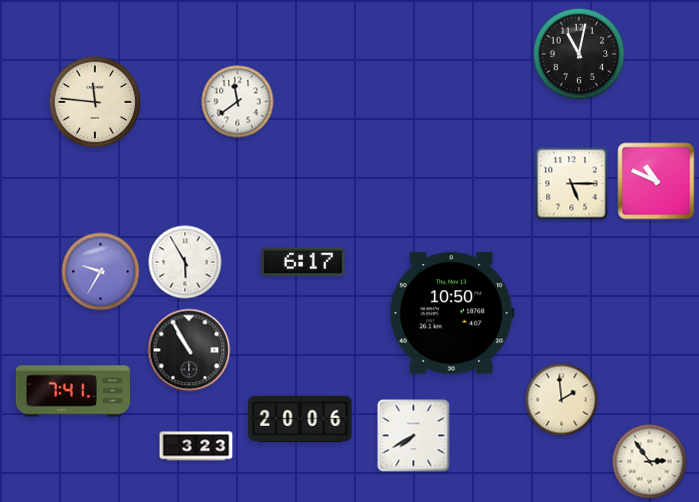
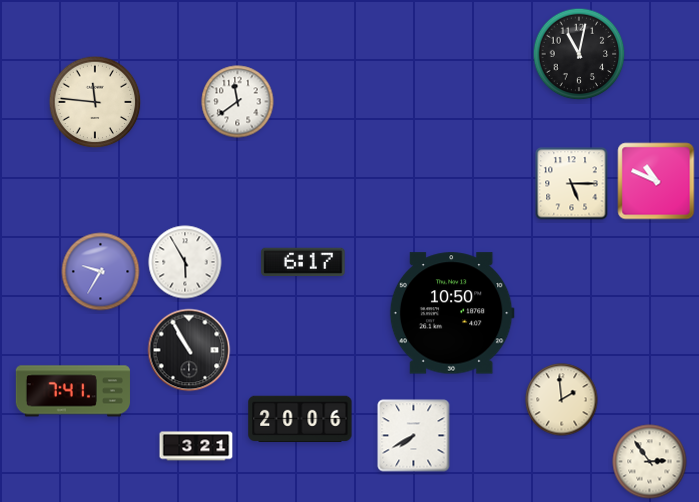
clock at (196, 446): 3:23 -> 3:21
